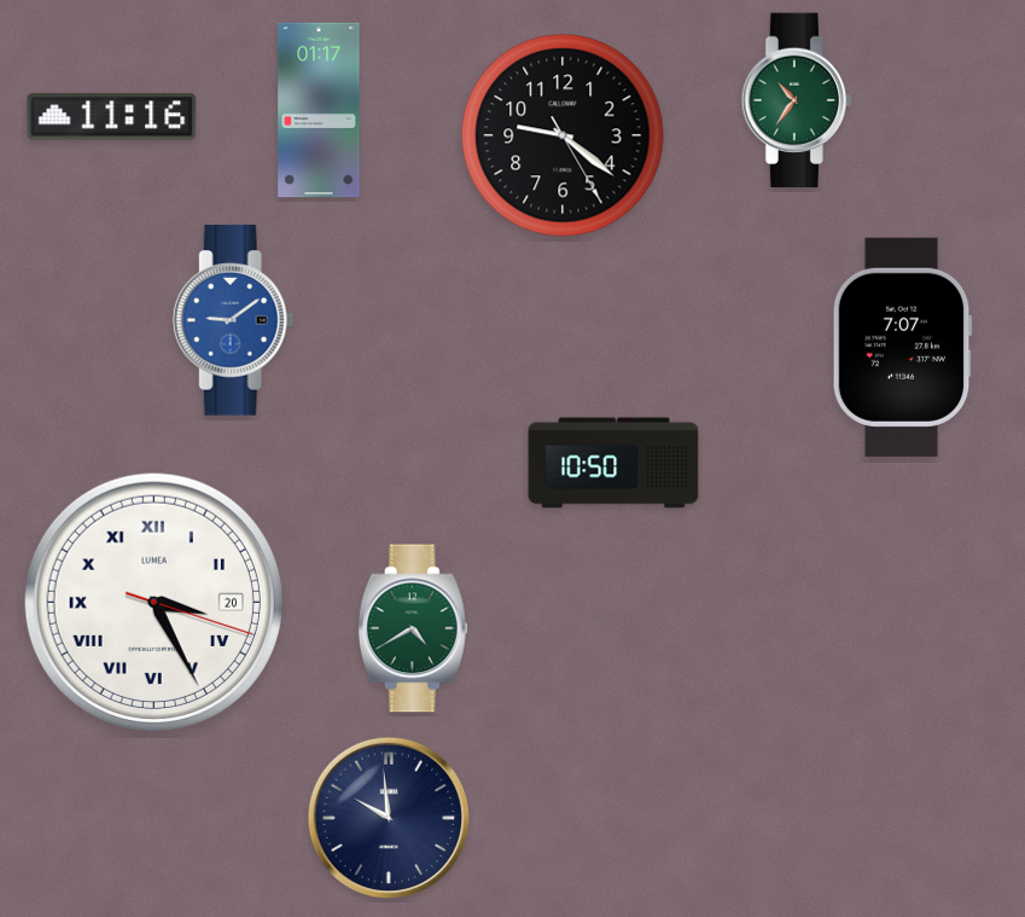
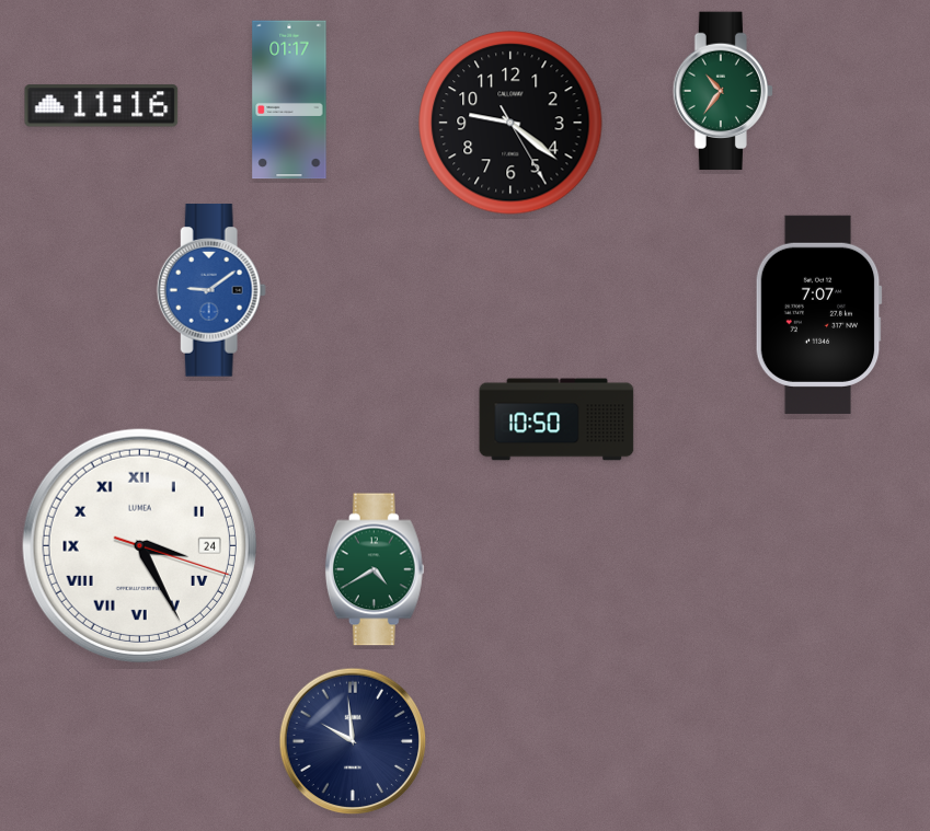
clock at (153, 602) date: 20 -> 24
